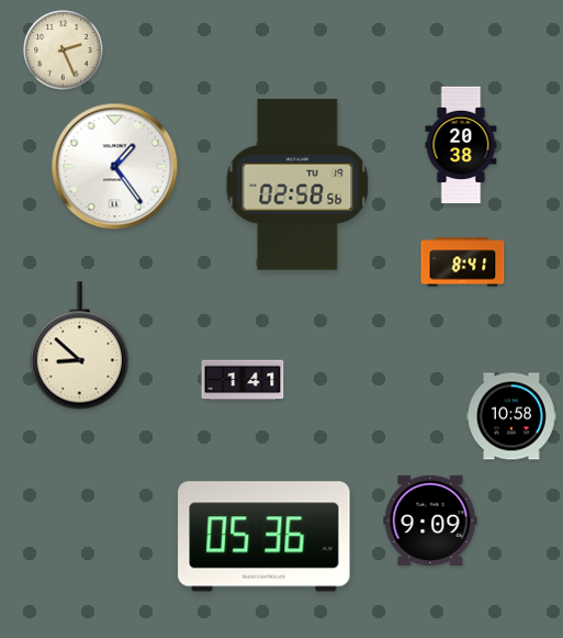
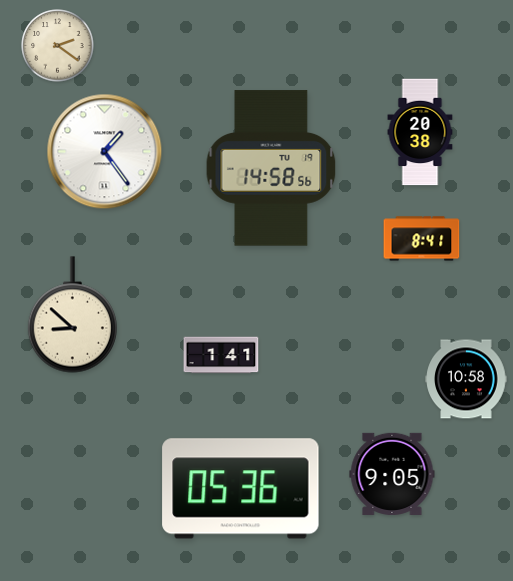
clock at (64, 51): 2:26 -> 2:21
clock at (297, 184): 02:58 -> 14:58
clock at (243, 380) position: (243, 380) -> (221, 355)
clock at (430, 521): 9:09 -> 9:05
